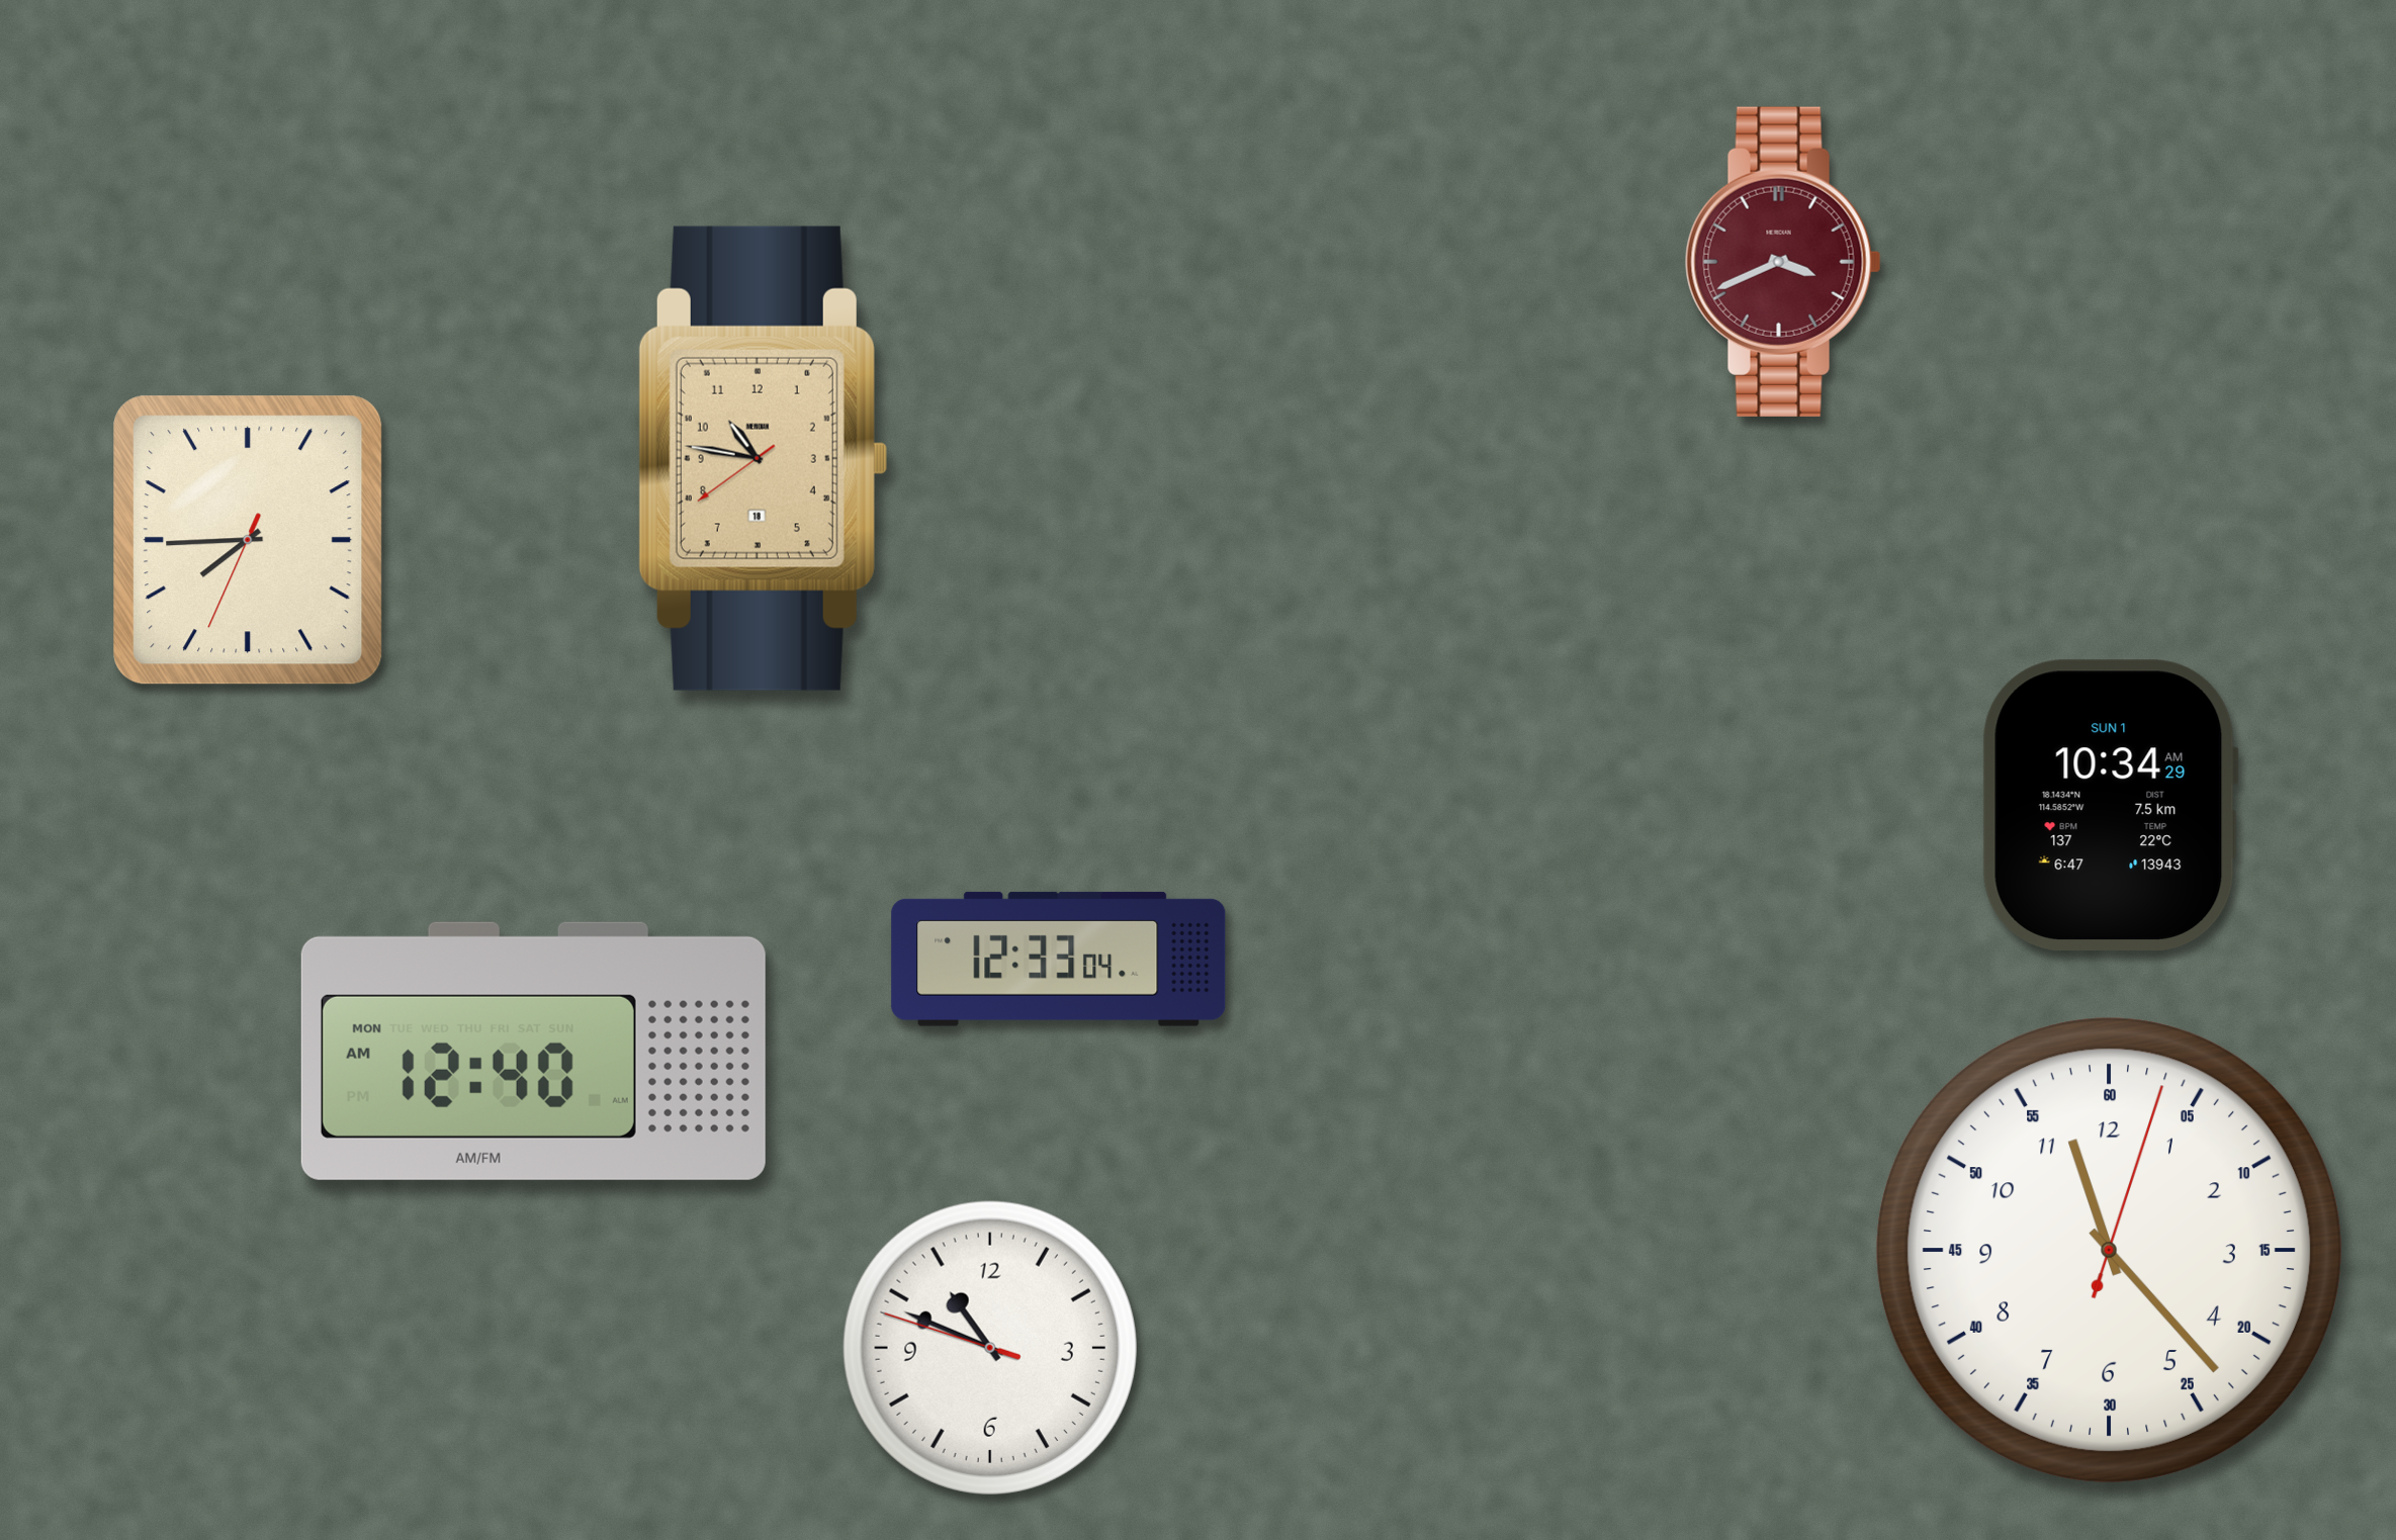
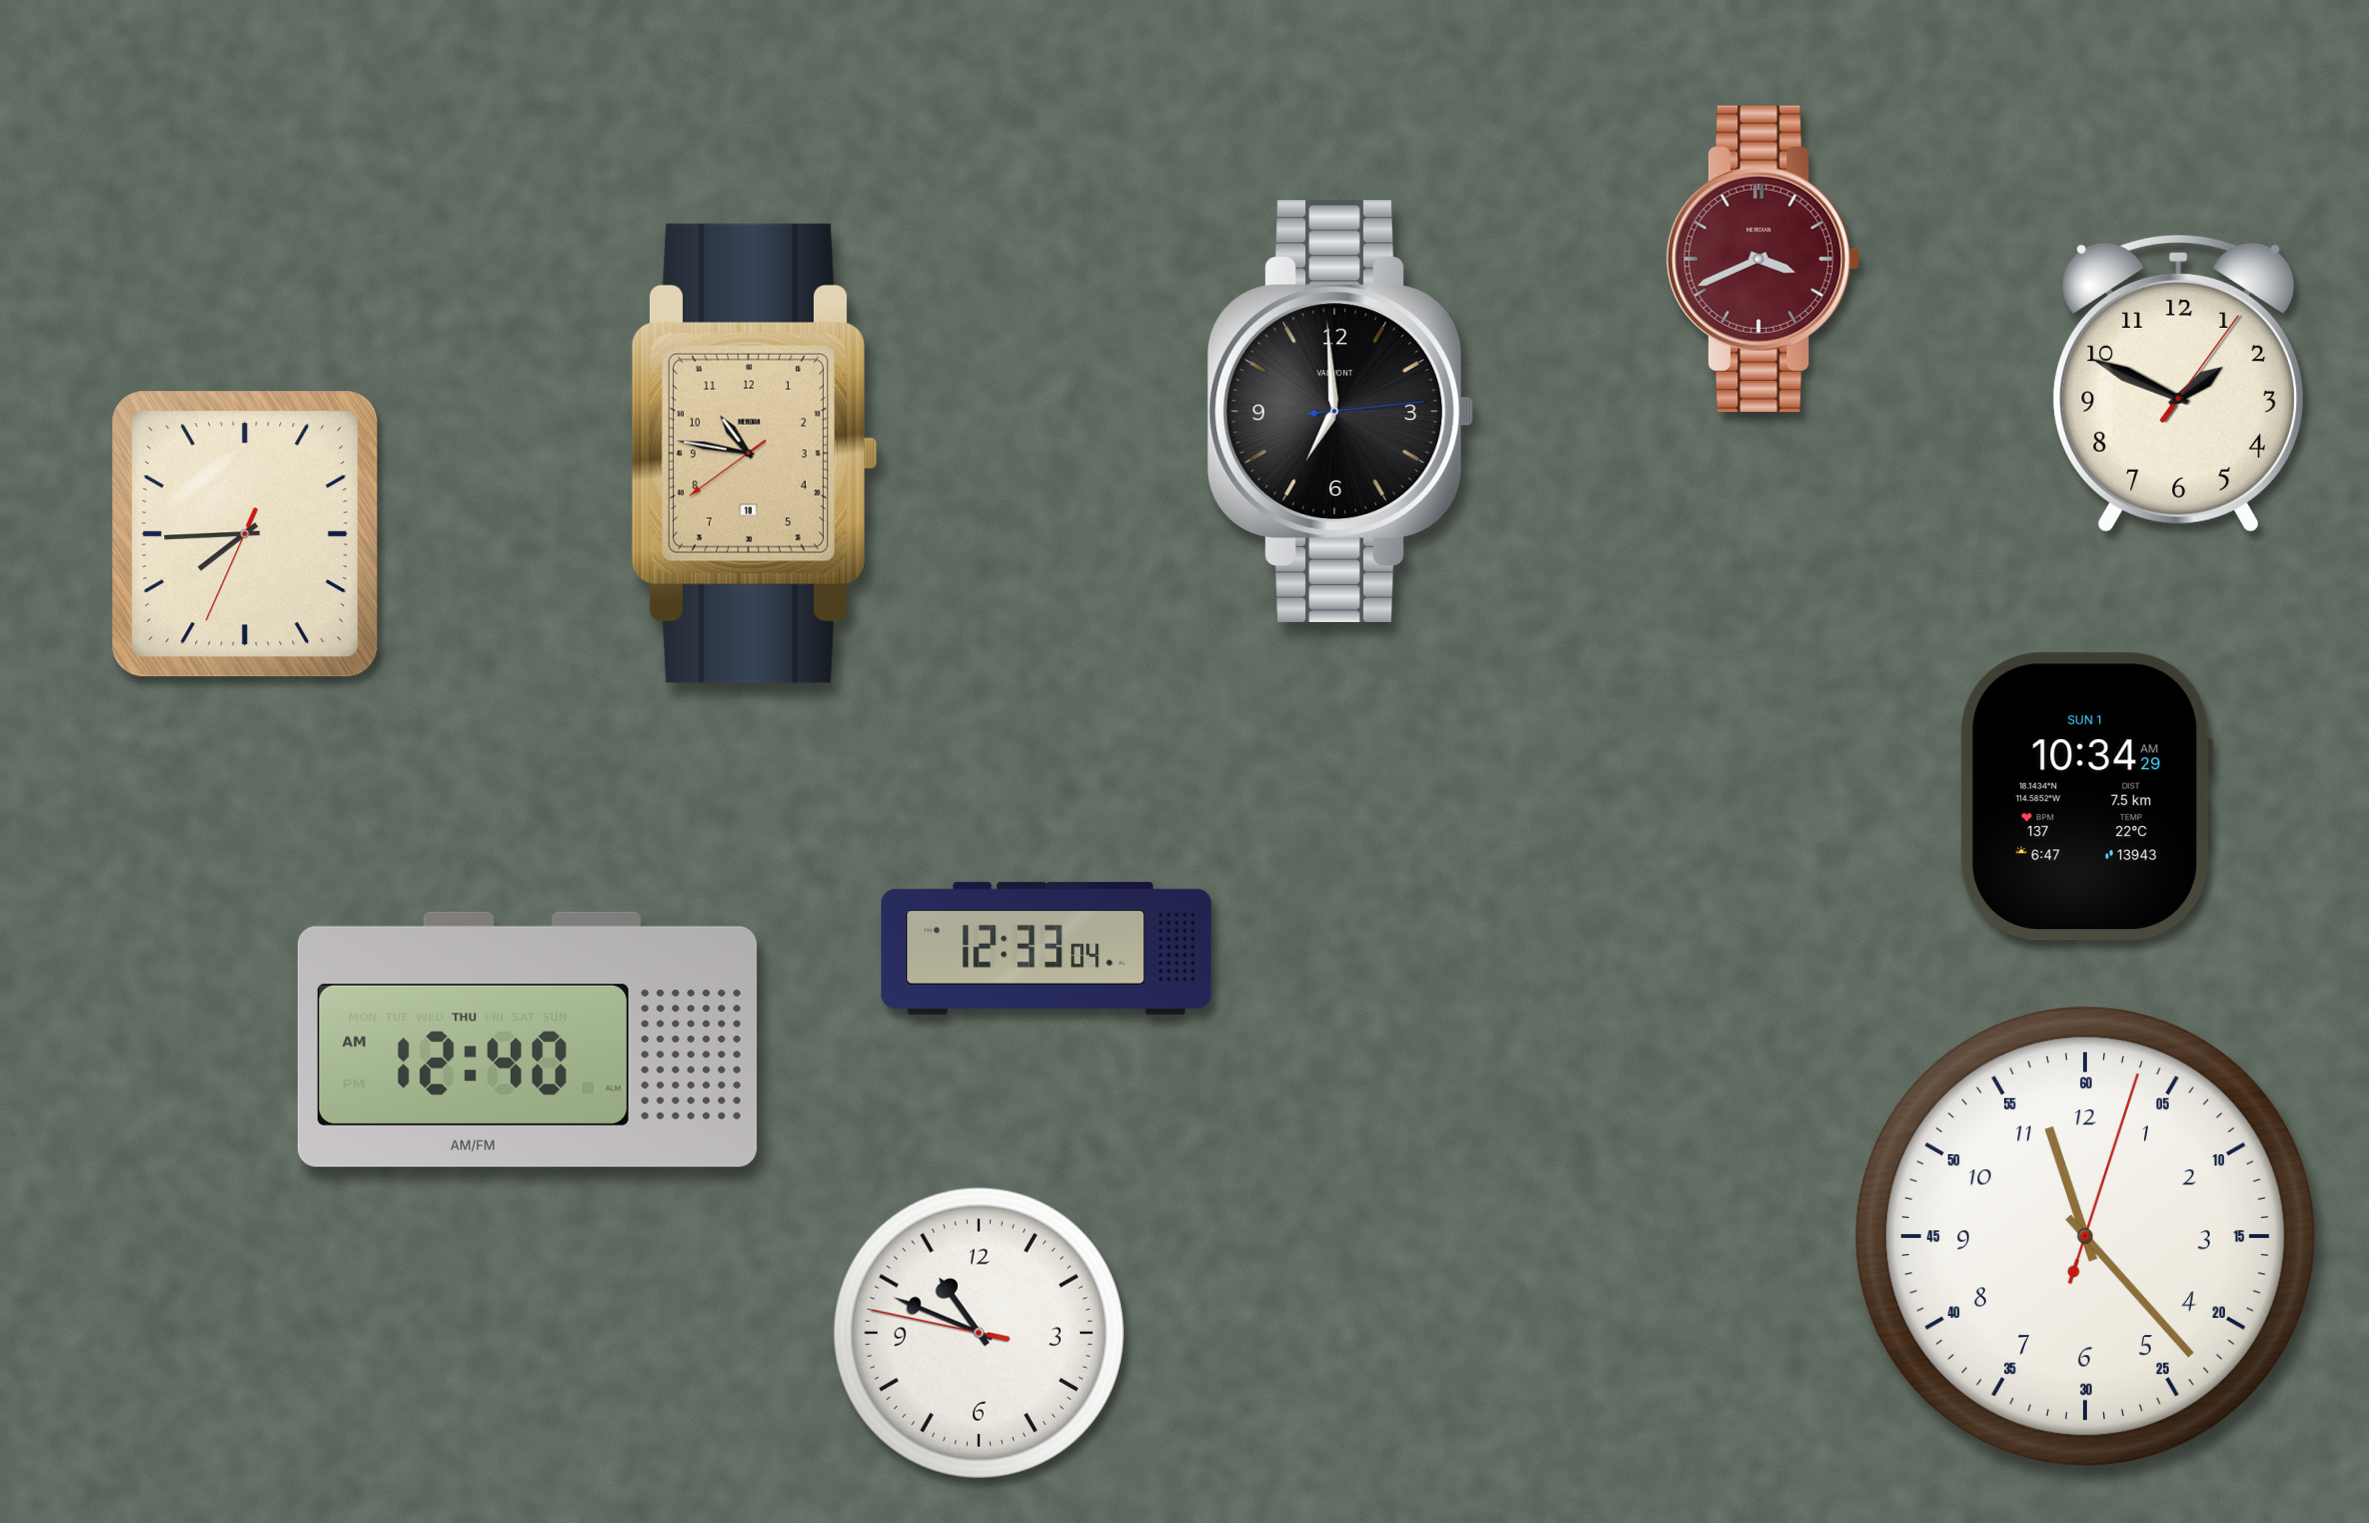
clock at (2179, 383): none -> 1:49
clock at (1341, 412): none -> 6:59
clock at (533, 1051) date: MON -> THU
clock at (990, 1348): 10:48:48 -> 10:48:47
